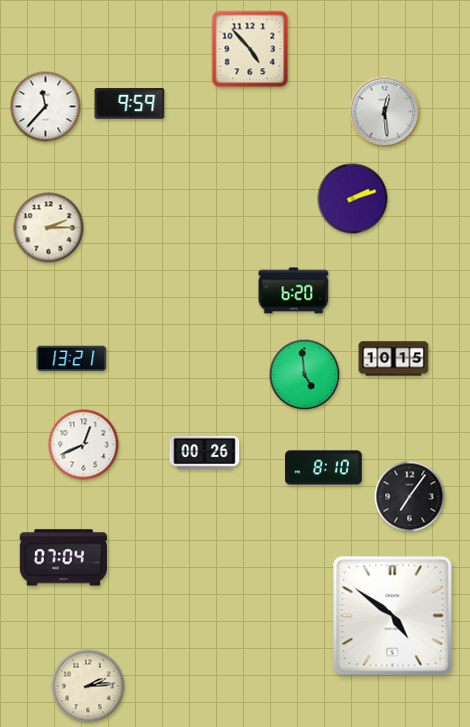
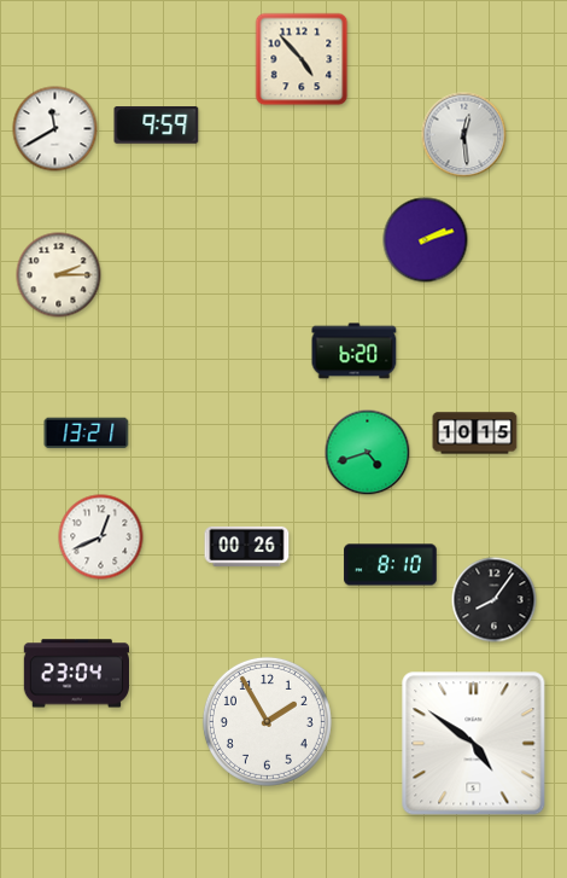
clock at (46, 107): 11:37 -> 11:40
clock at (305, 375): 4:59 -> 4:42
clock at (410, 497): 7:06 -> 8:06
clock at (63, 558): 07:04 -> 23:04
clock at (267, 721): none -> 1:55
clock at (88, 686): 2:14 -> none
